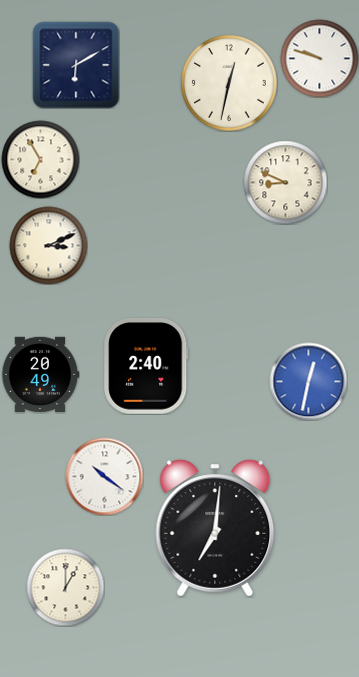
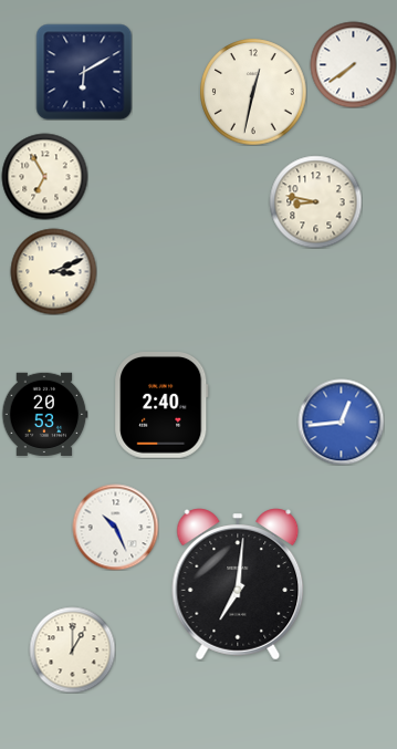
clock at (319, 58): 9:48 -> 7:39
clock at (285, 182): 8:49 -> 8:47
clock at (40, 374): 20:49 -> 20:53
clock at (308, 381): 12:32 -> 12:44
clock at (104, 476): 10:21 -> 10:26
